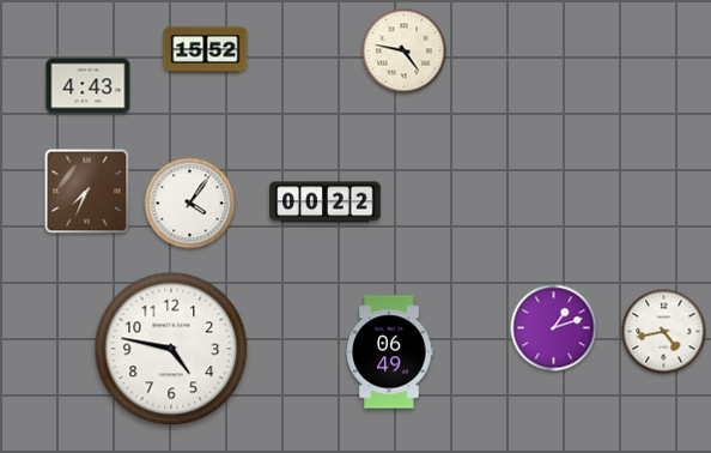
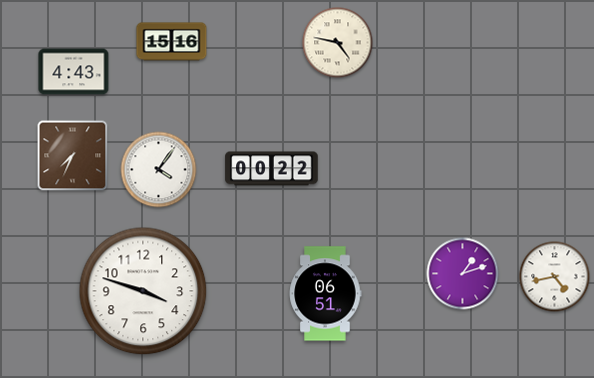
clock at (206, 50): 15:52 -> 15:16
clock at (87, 192) position: (87, 192) -> (73, 156)
clock at (171, 349): 4:47 -> 3:48
clock at (389, 352): 06:49 -> 06:51
